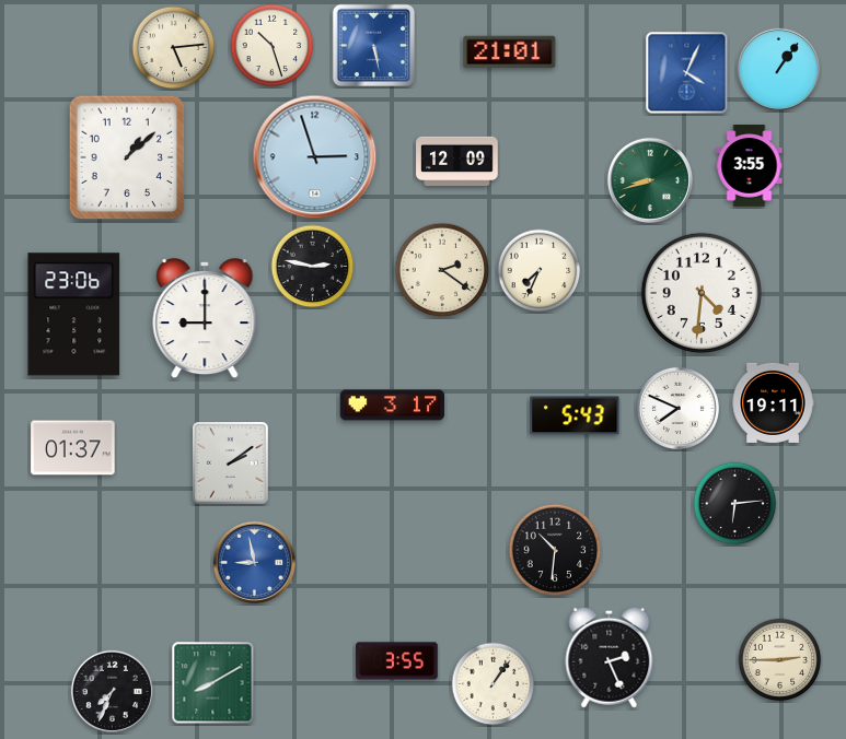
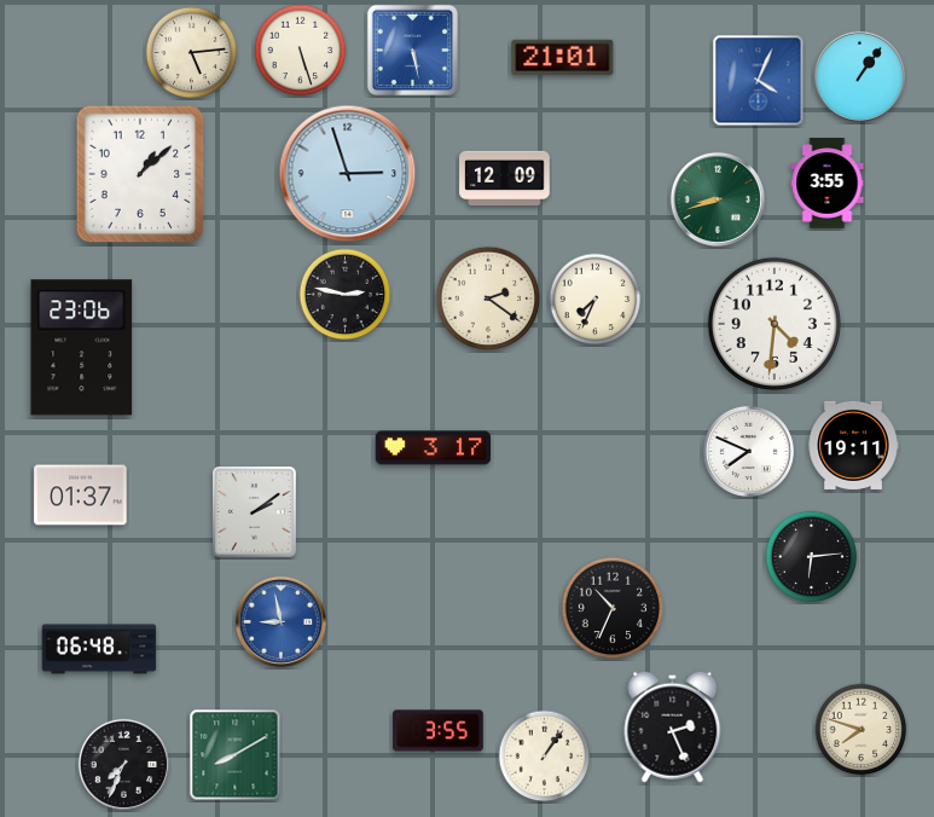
clock at (273, 46): 10:27 -> 5:27
clock at (205, 318): 9:00 -> none
clock at (575, 415): 5:43 -> none
clock at (555, 550): 10:31 -> 10:34
clock at (99, 649): none -> 06:48
clock at (780, 660): 2:45 -> 7:48
